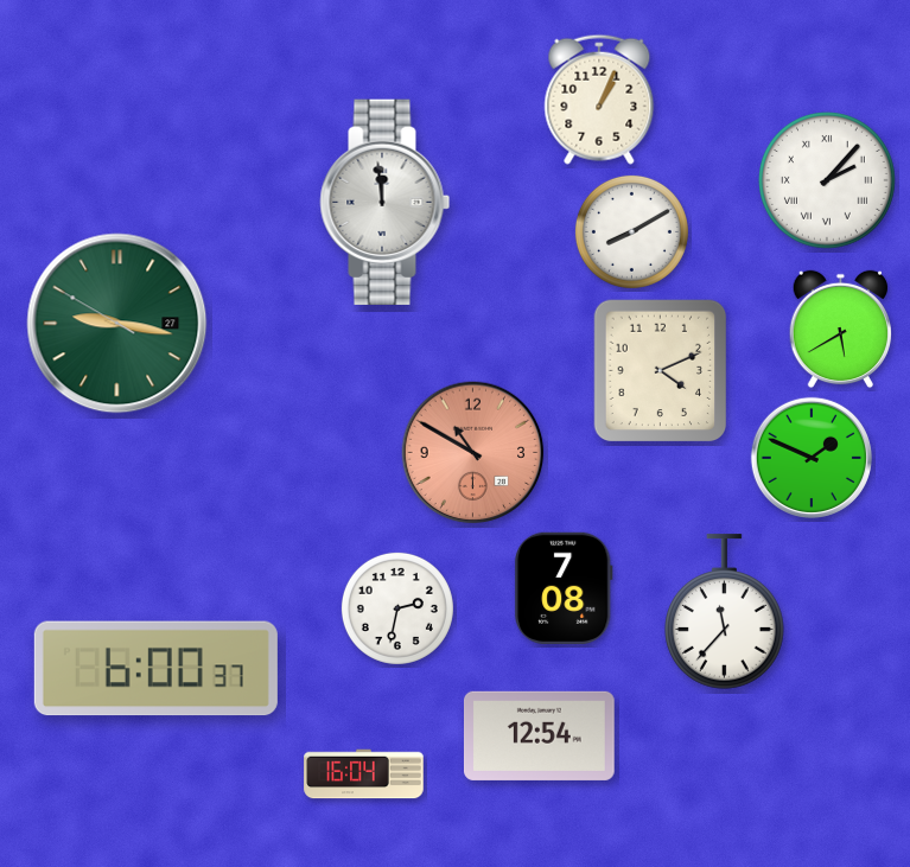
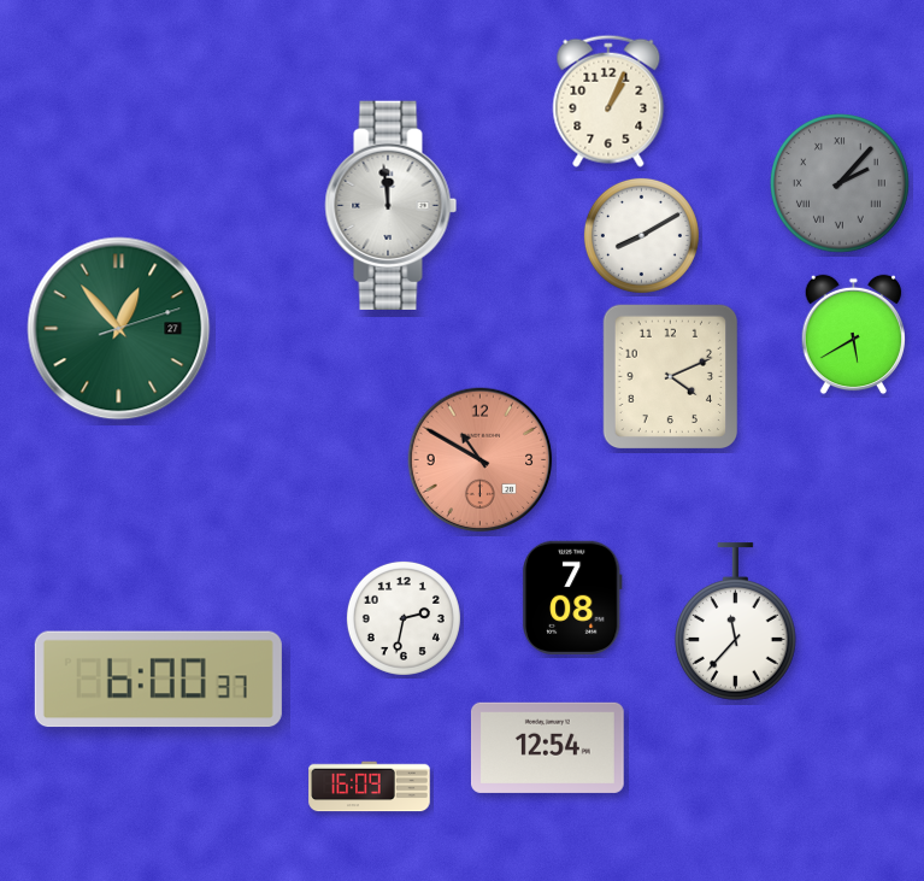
clock at (828, 181) dial: white -> grey
clock at (117, 324): 9:16 -> 12:53
clock at (810, 457): 1:49 -> none
clock at (364, 774): 16:04 -> 16:09
